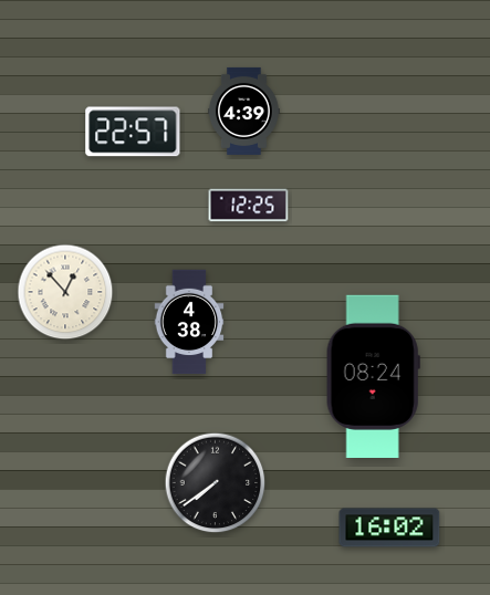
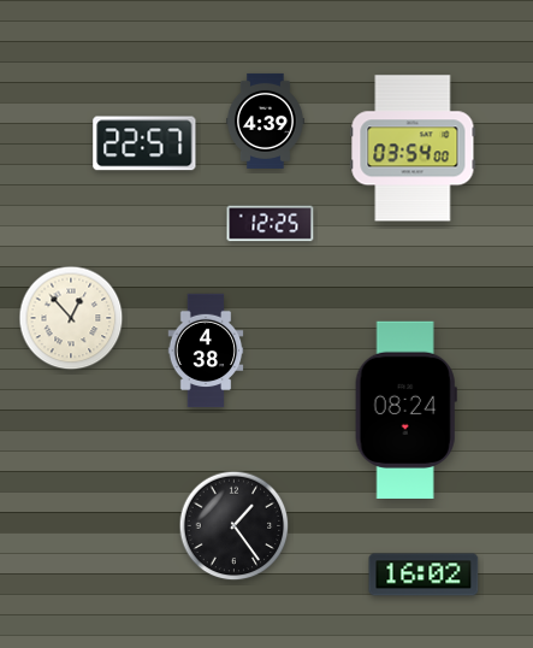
clock at (413, 148): none -> 03:54
clock at (216, 483): 7:39 -> 1:24
